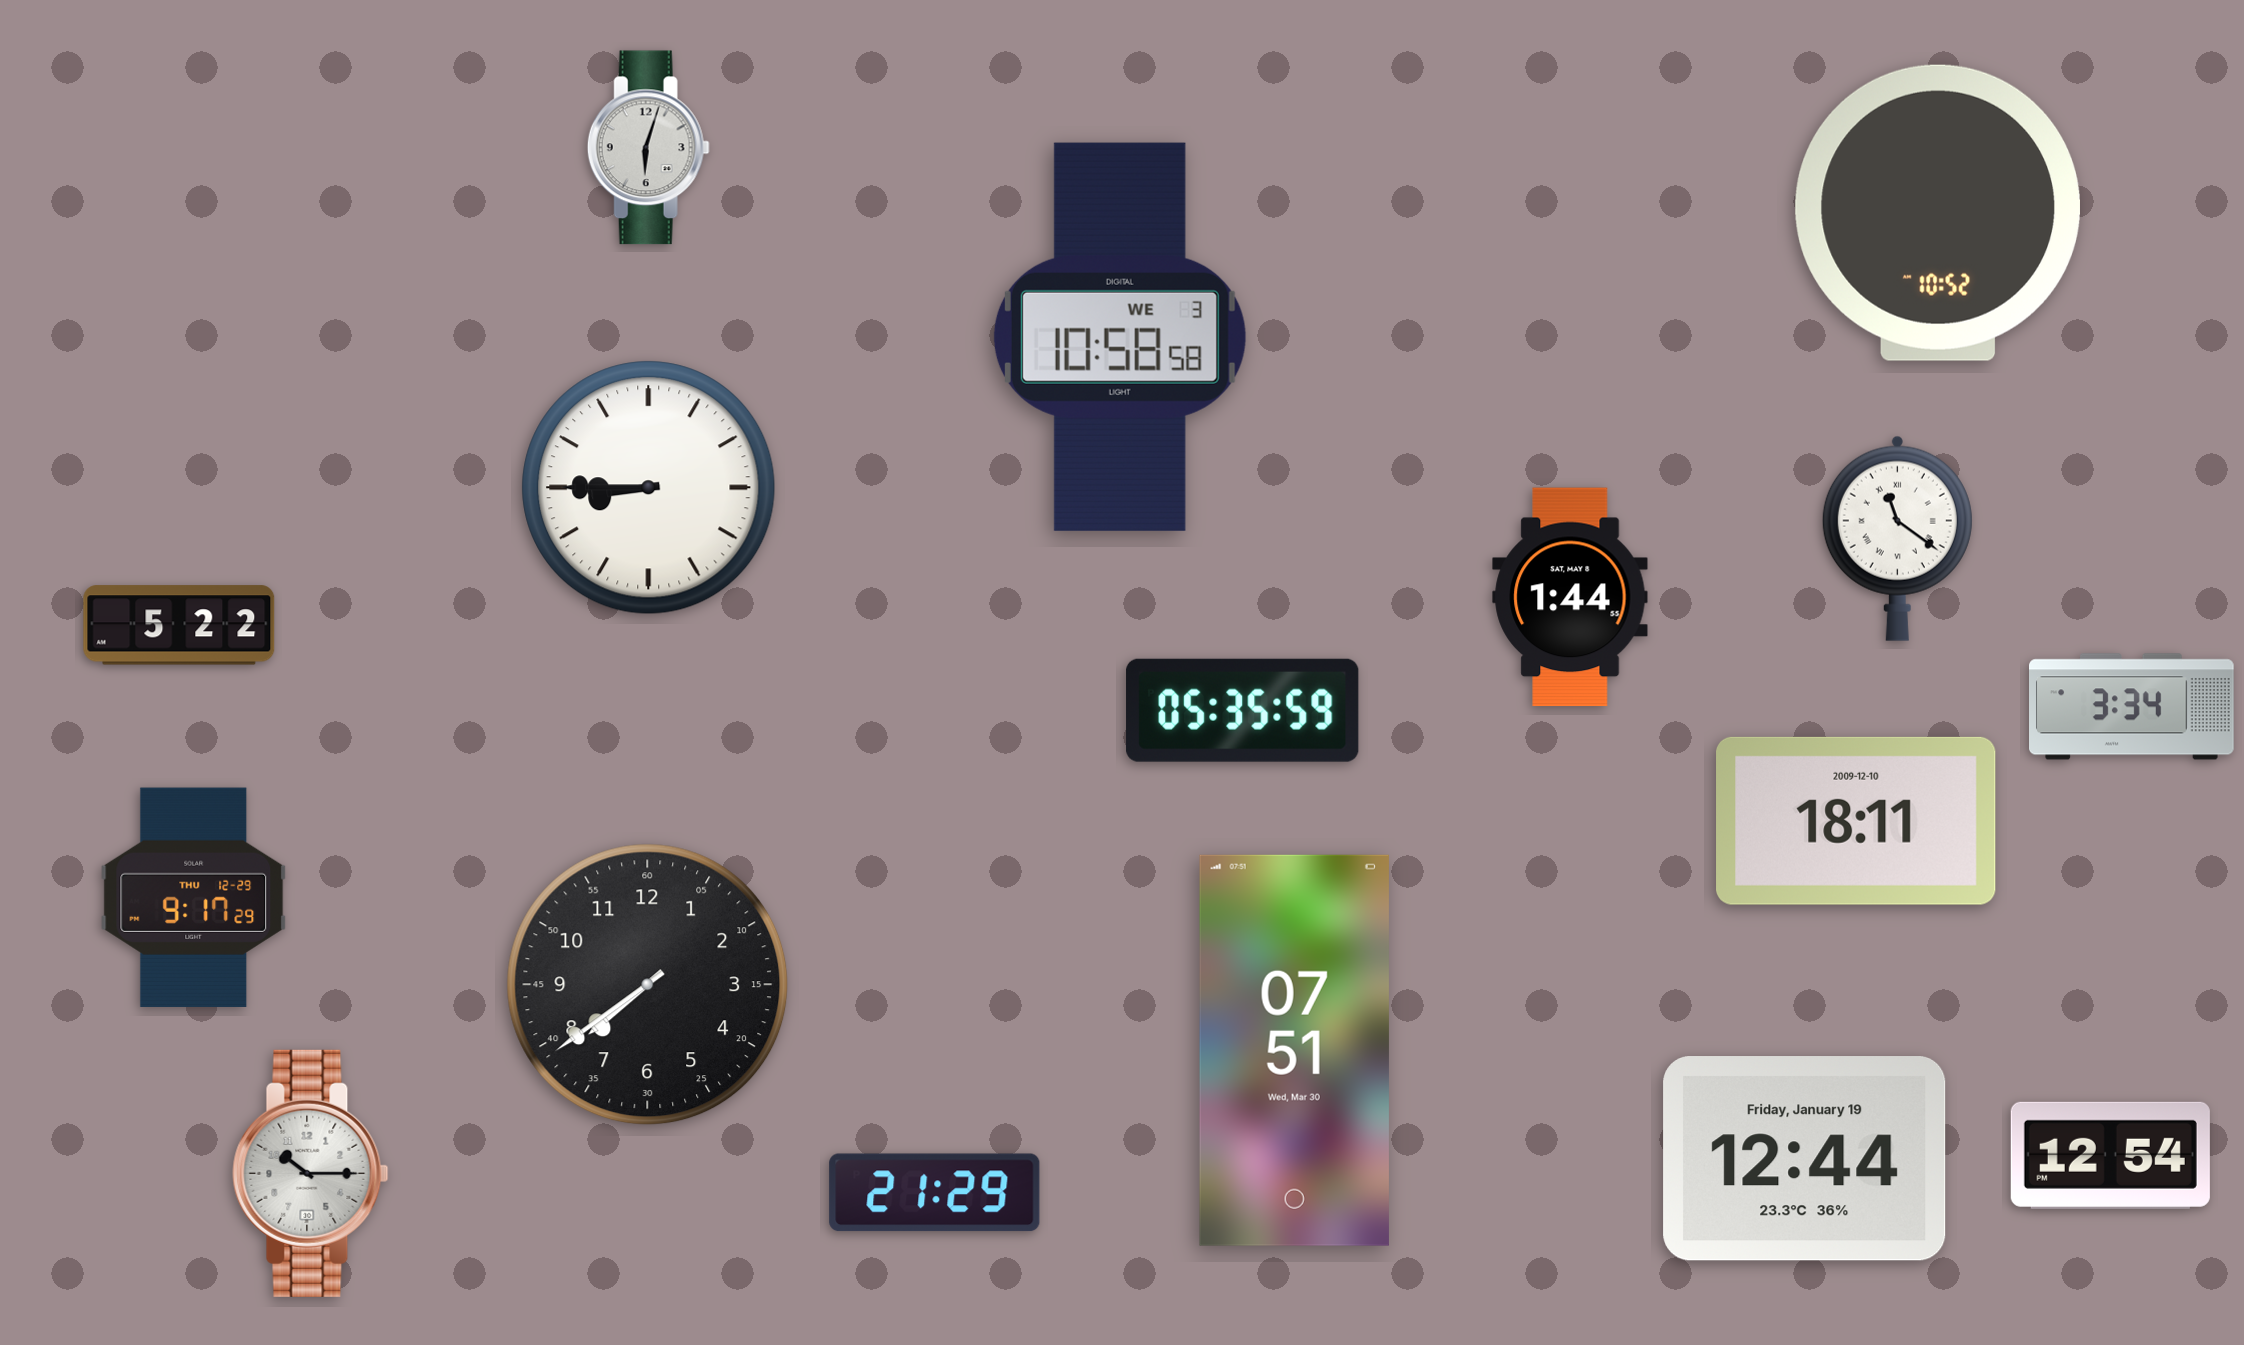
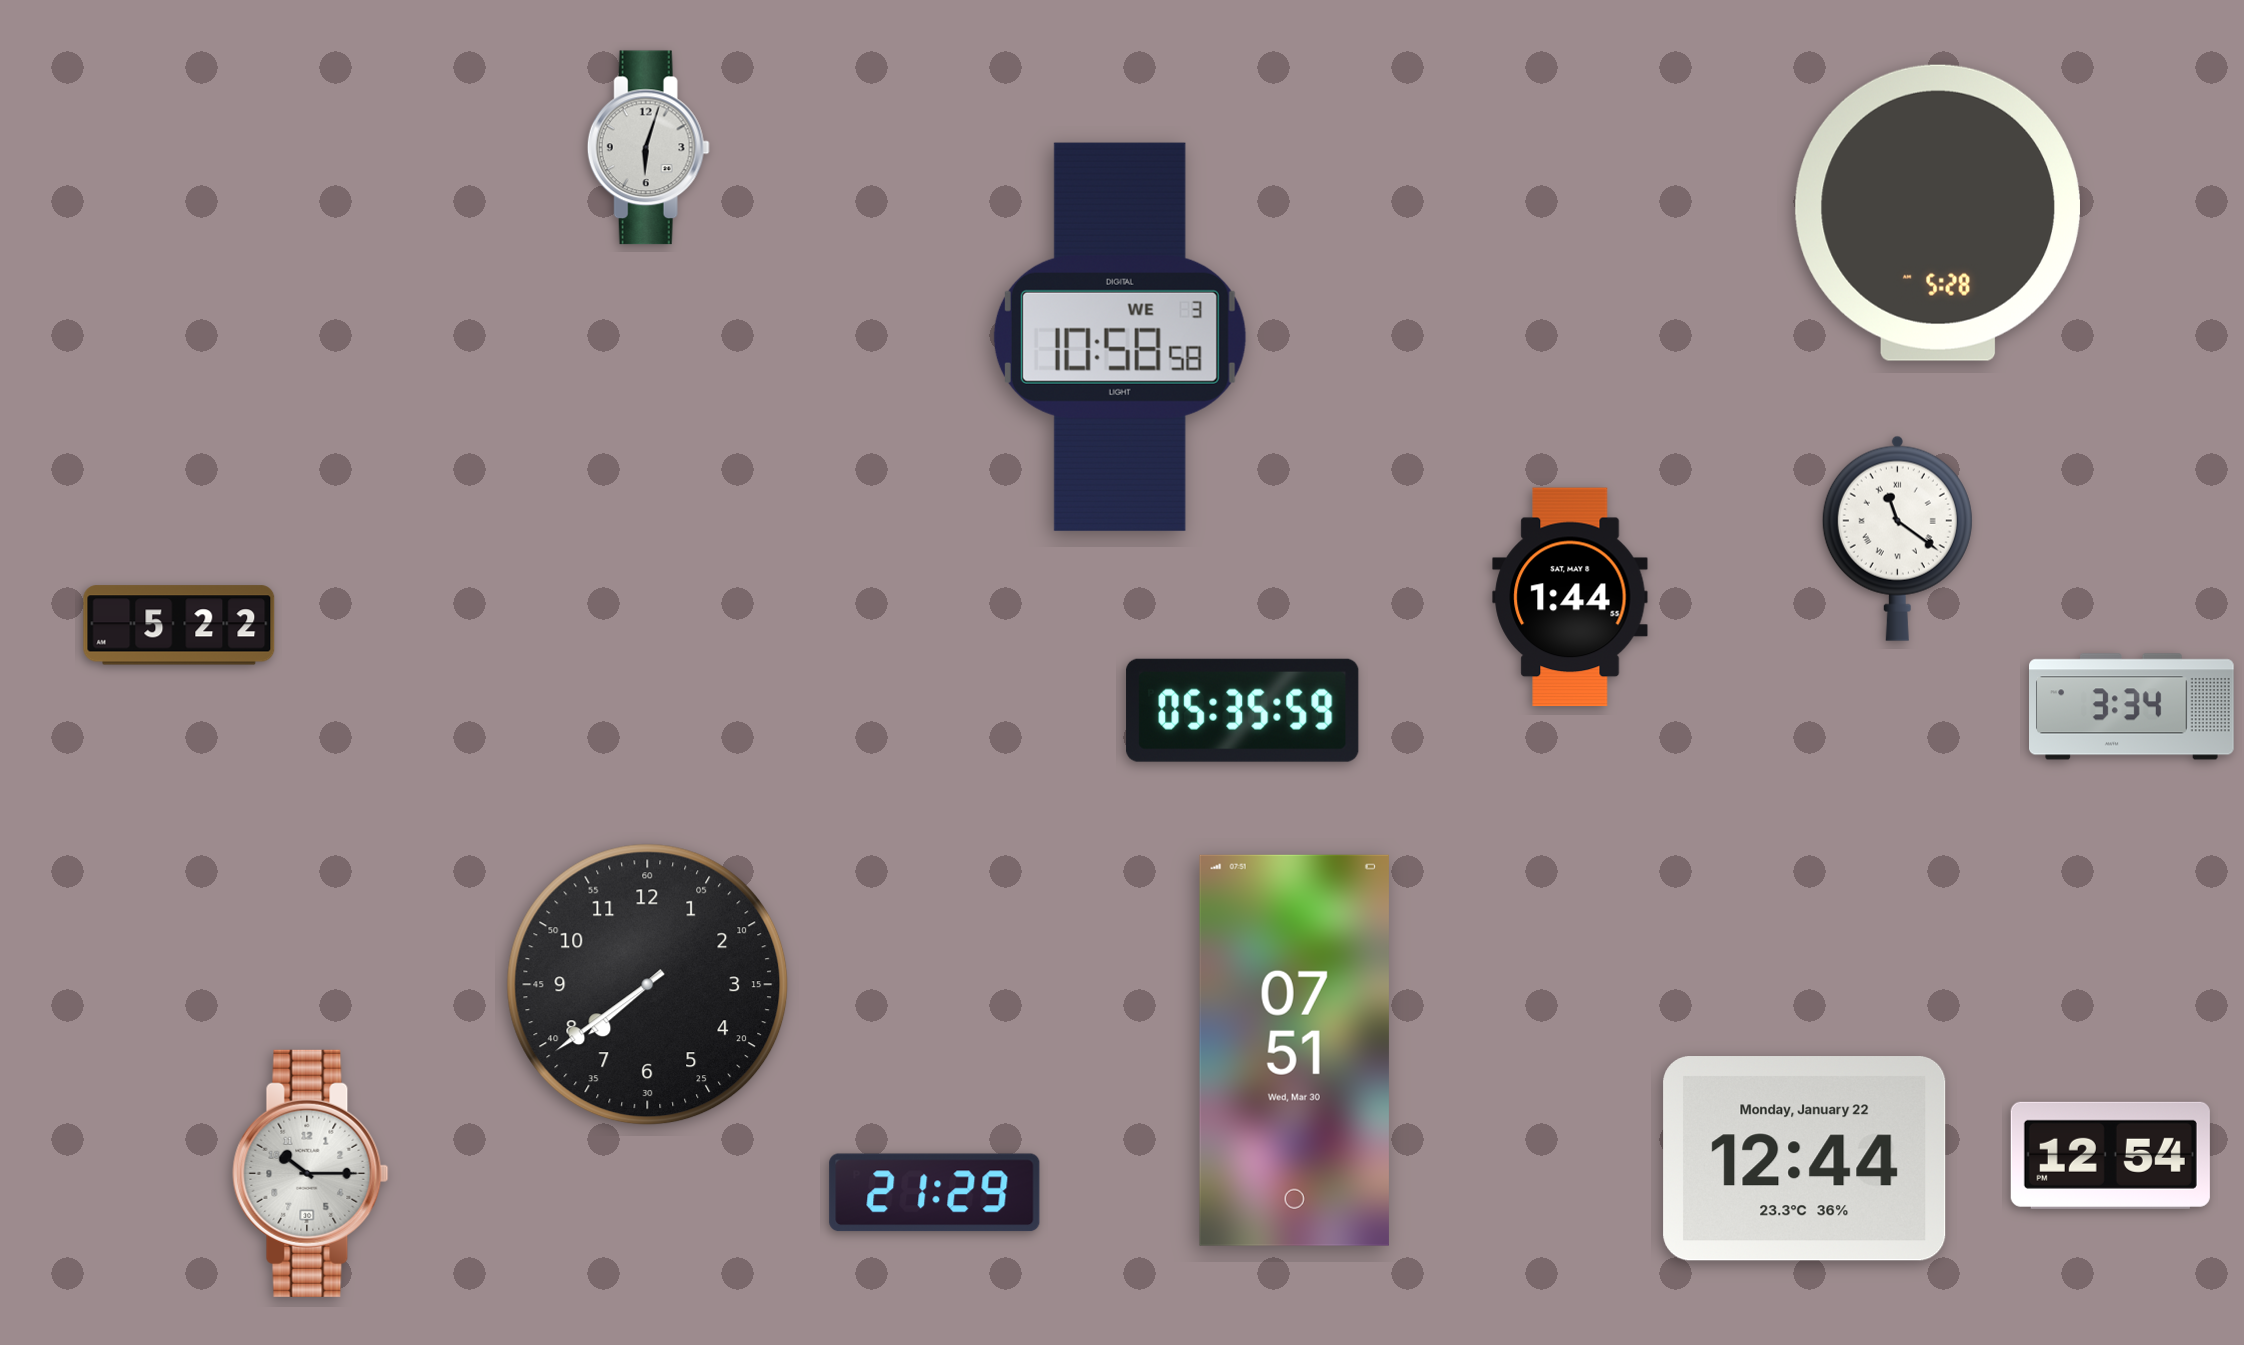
clock at (1938, 213): 10:52 -> 5:28
clock at (649, 488): 8:45 -> none
clock at (1856, 821): 18:11 -> none
clock at (194, 897): 9:17 -> none
clock at (1805, 1159) date: Friday, January 19 -> Monday, January 22
